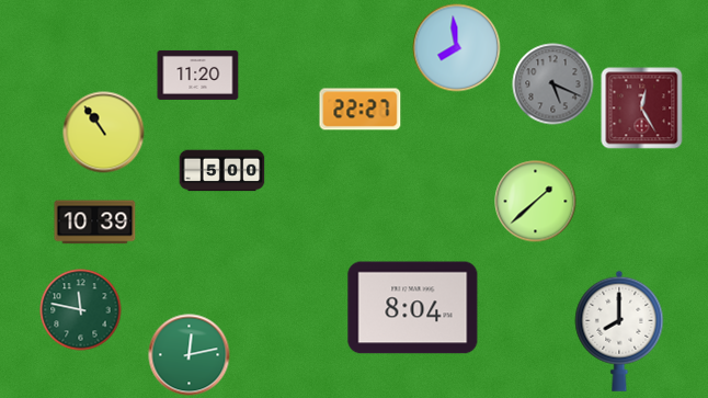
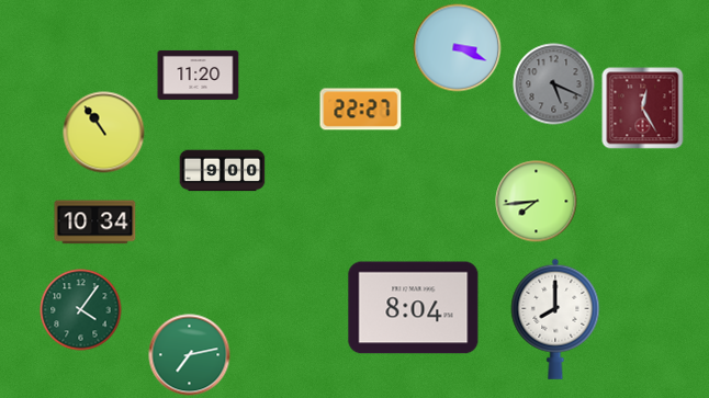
clock at (457, 48): 7:59 -> 3:19
clock at (222, 171): 5:00 -> 9:00
clock at (536, 202): 1:38 -> 7:44
clock at (95, 223): 10:39 -> 10:34
clock at (81, 310): 11:47 -> 4:06
clock at (619, 331) position: (619, 331) -> (555, 319)
clock at (190, 355): 12:13 -> 7:13
